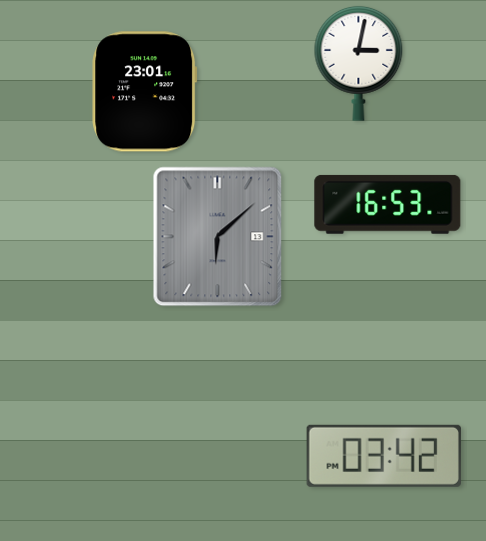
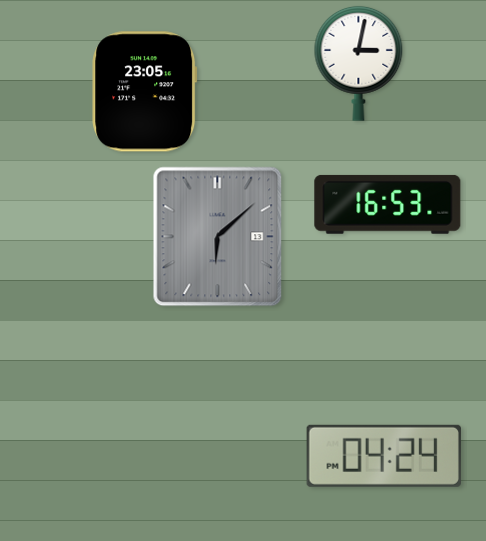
clock at (145, 92): 23:01 -> 23:05
clock at (384, 456): 03:42 -> 04:24
